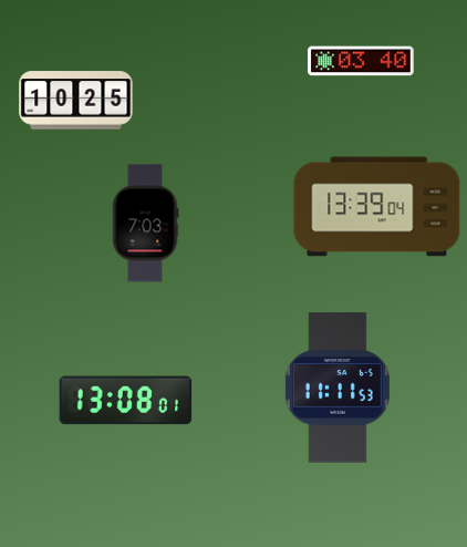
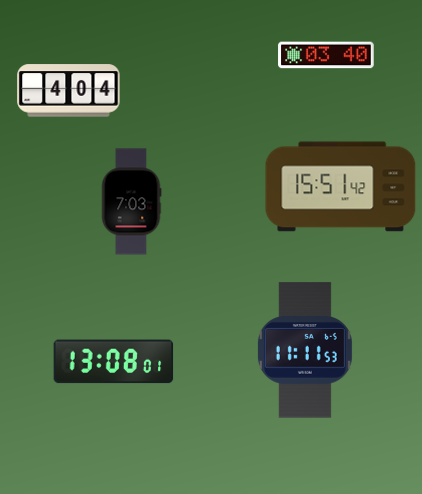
clock at (76, 101): 10:25 -> 4:04
clock at (377, 207): 13:39 -> 15:51
